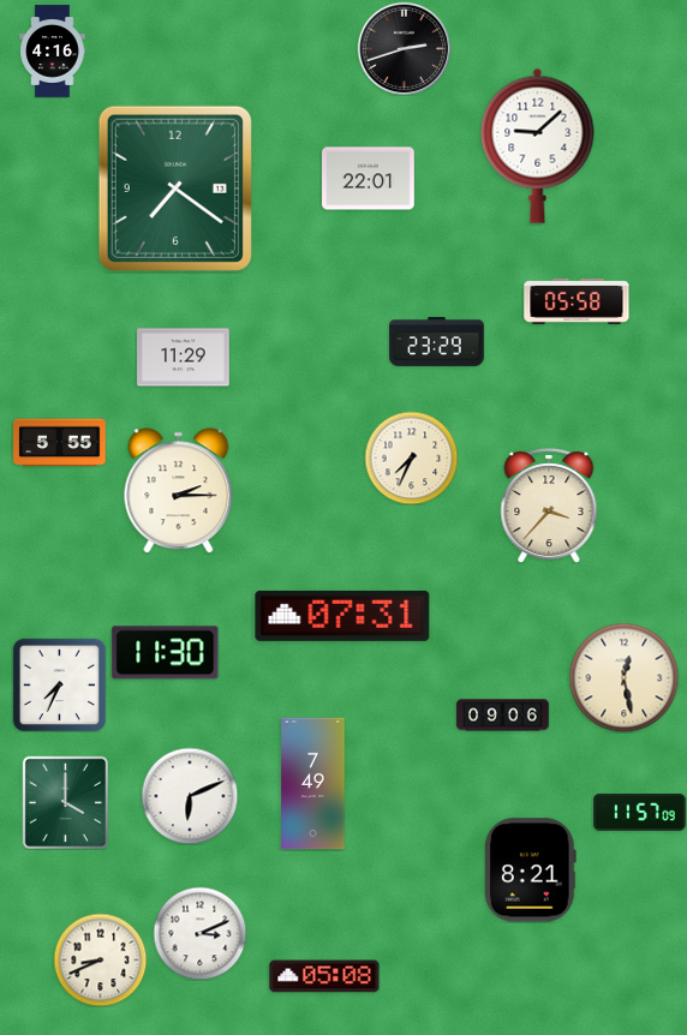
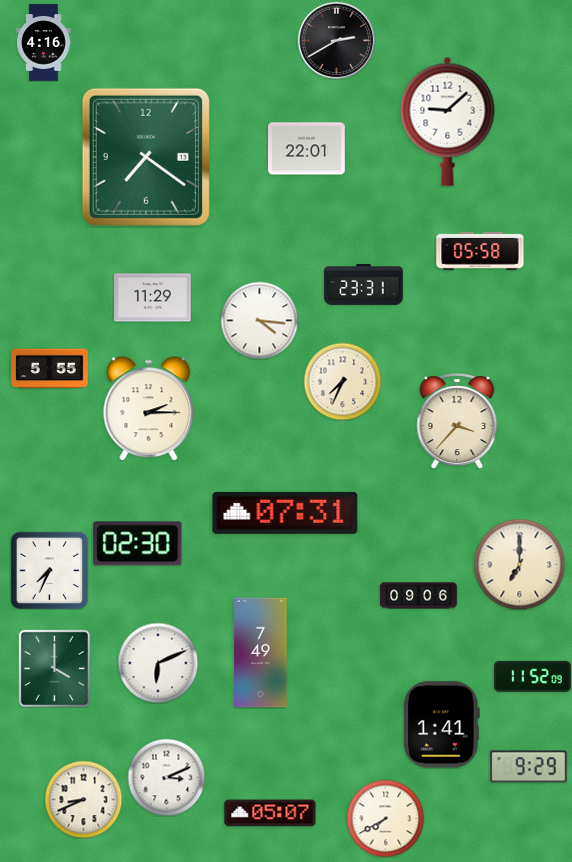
clock at (404, 48): 2:42 -> 2:40
clock at (437, 342): 23:29 -> 23:31
clock at (259, 320): none -> 4:16
clock at (166, 653): 11:30 -> 02:30
clock at (623, 677): 12:28 -> 7:00
clock at (640, 812): 11:57 -> 11:52
clock at (531, 871): 8:21 -> 1:41
clock at (529, 767): none -> 9:29
clock at (324, 976): 05:08 -> 05:07
clock at (385, 818): none -> 7:40
